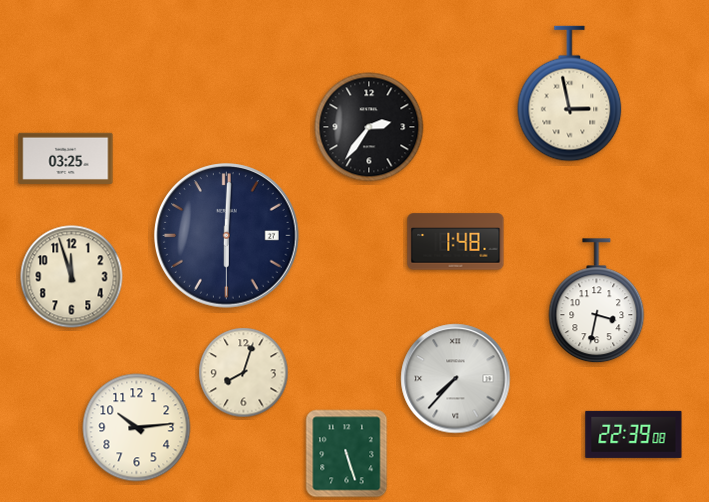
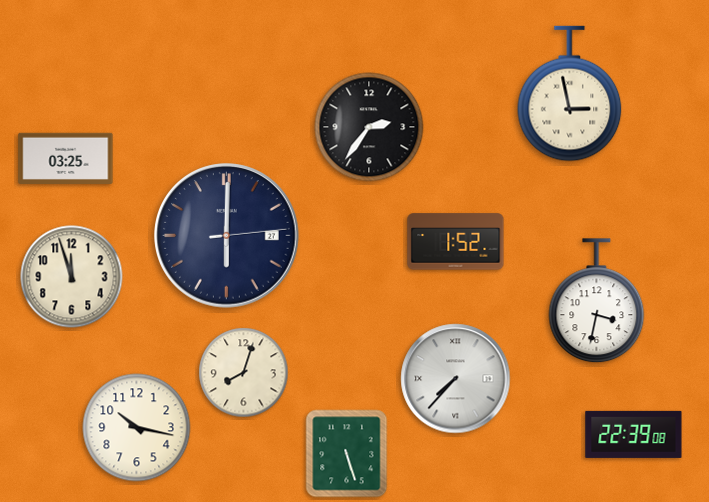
clock at (227, 236): 6:00:30 -> 6:00:14
clock at (456, 242): 1:48 -> 1:52
clock at (137, 428): 10:14 -> 10:17
